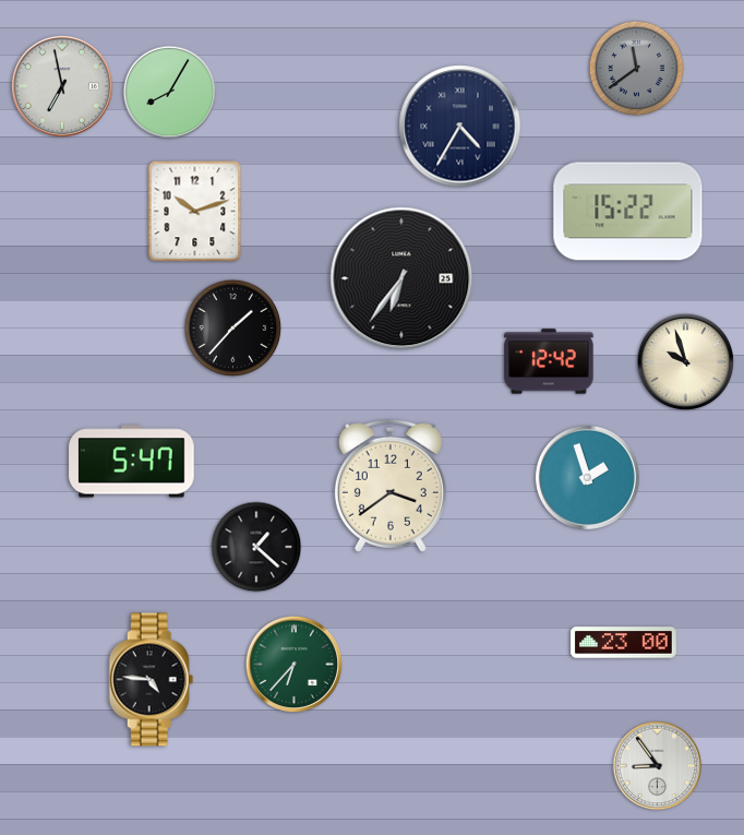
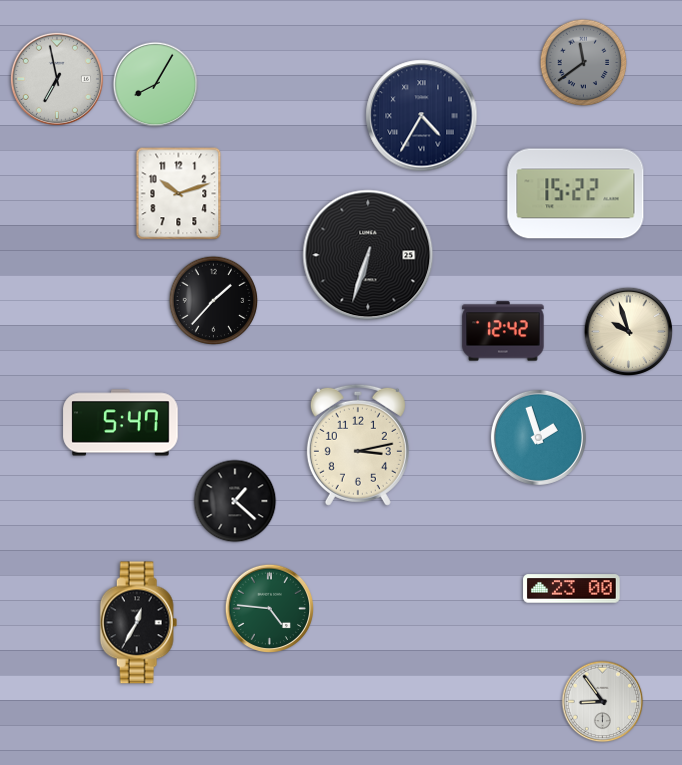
clock at (401, 278): 6:36 -> 6:33
clock at (391, 486): 3:39 -> 3:13
clock at (293, 664): 6:37 -> 4:46
clock at (152, 680): 4:46 -> 12:35
